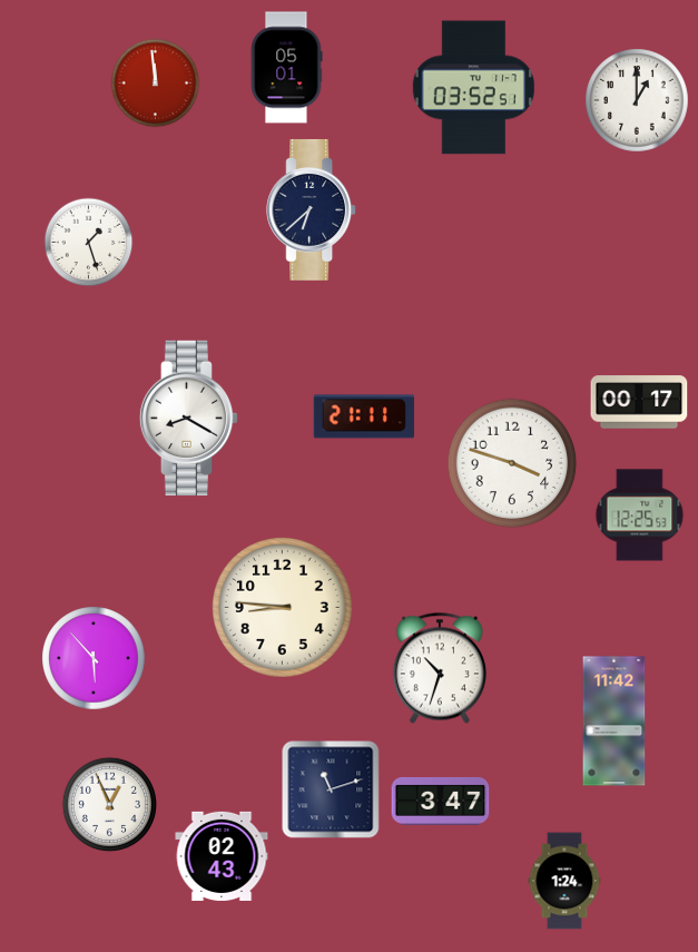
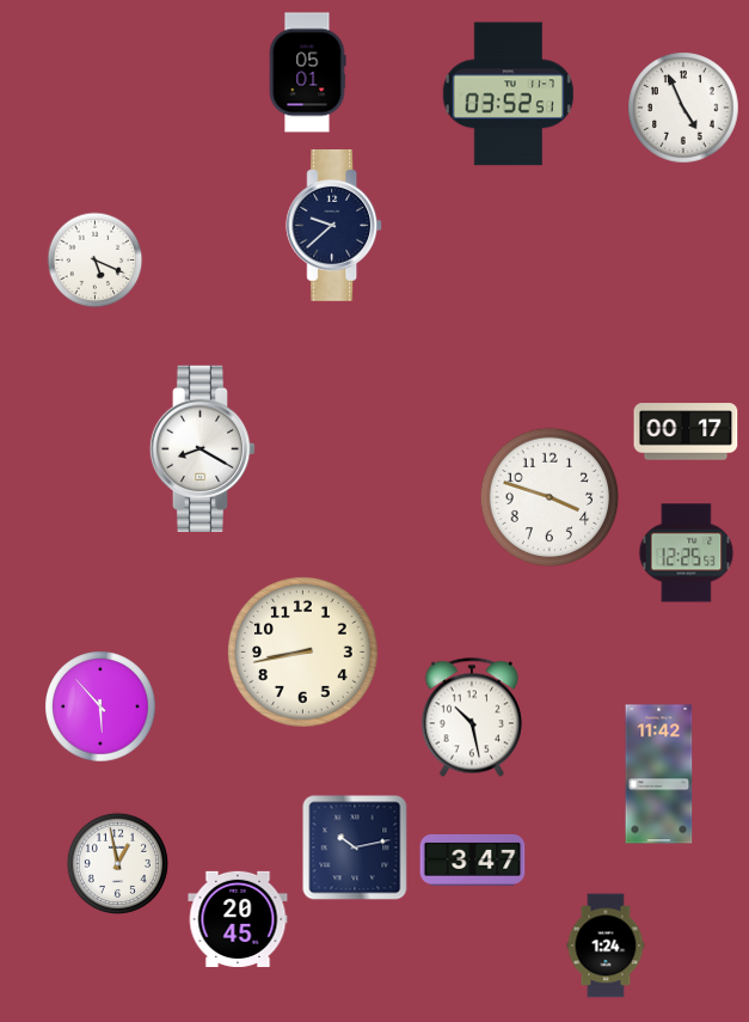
clock at (156, 84): 11:59 -> none
clock at (637, 100): 1:00 -> 4:56
clock at (312, 209): 6:38 -> 9:38
clock at (89, 243): 1:27 -> 5:19
clock at (363, 416): 21:11 -> none
clock at (282, 607): 8:46 -> 8:43
clock at (440, 668): 10:33 -> 10:28
clock at (331, 789): 11:12 -> 10:13
clock at (109, 804): 12:56 -> 12:58
clock at (222, 856): 02:43 -> 20:45
